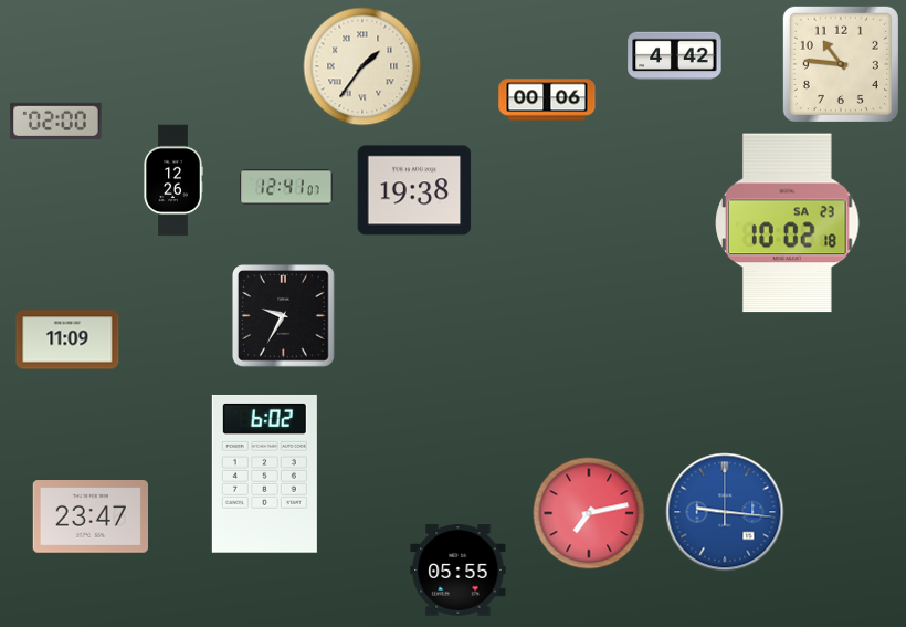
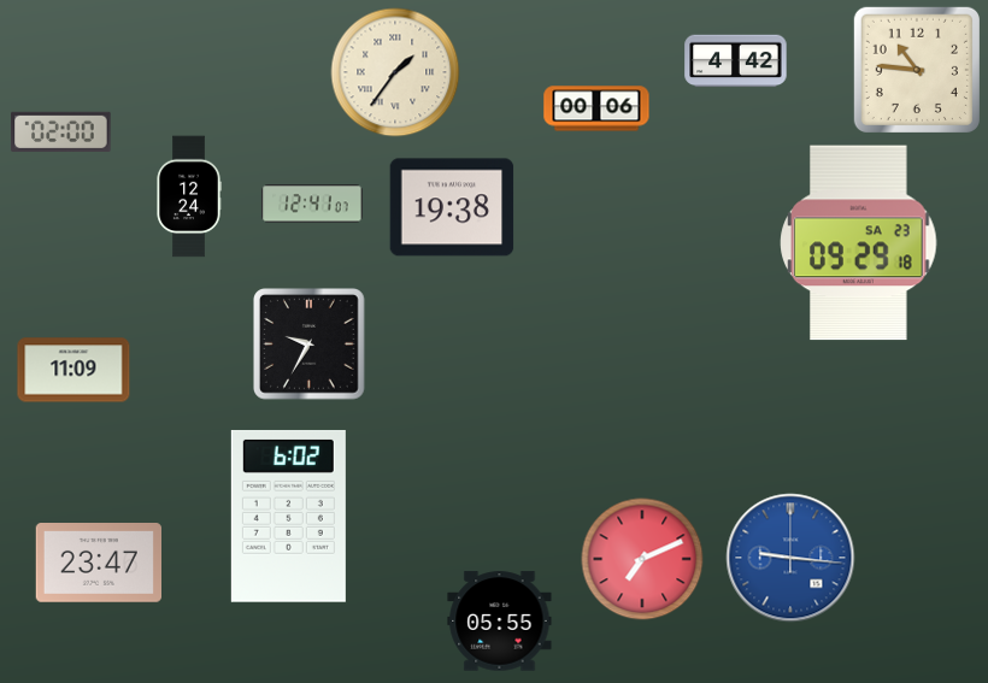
clock at (173, 180): 12:26 -> 12:24
clock at (788, 223): 10:02 -> 09:29
clock at (589, 513): 7:13 -> 7:11
